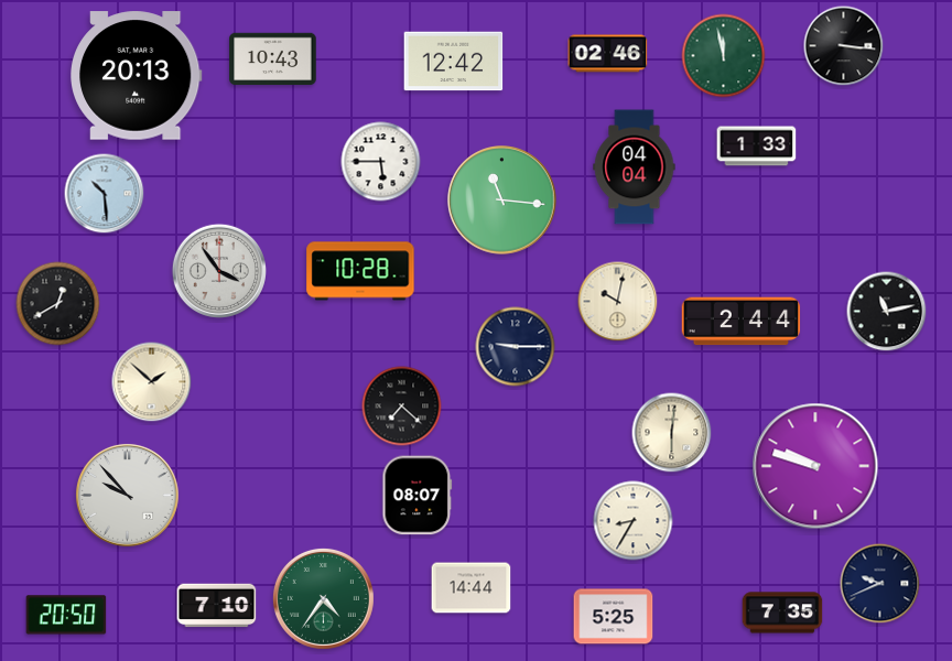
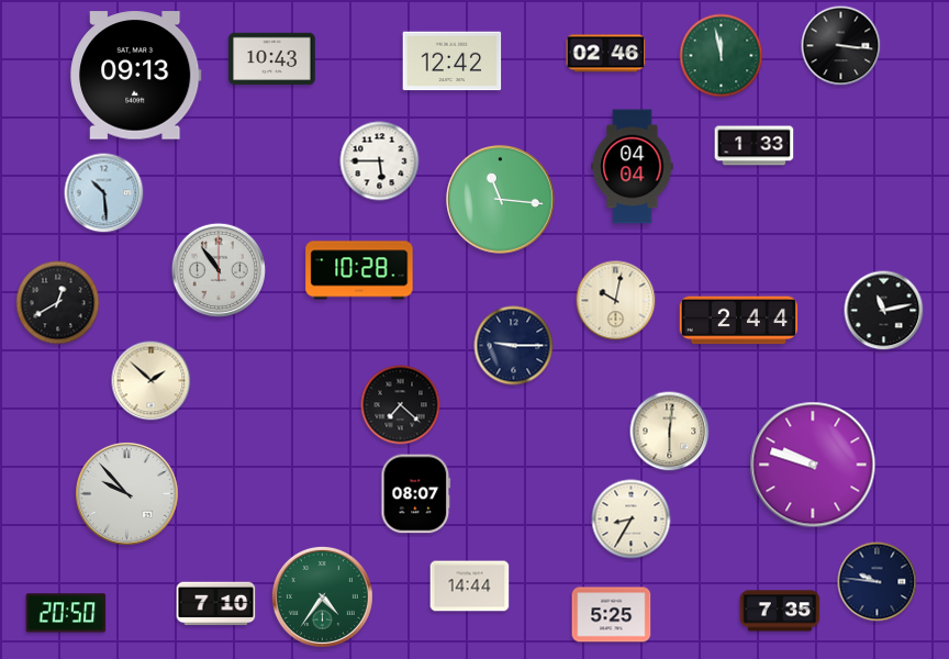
clock at (137, 76): 20:13 -> 09:13
clock at (219, 271): 3:54 -> 10:54
clock at (880, 584): 9:41 -> 9:46
